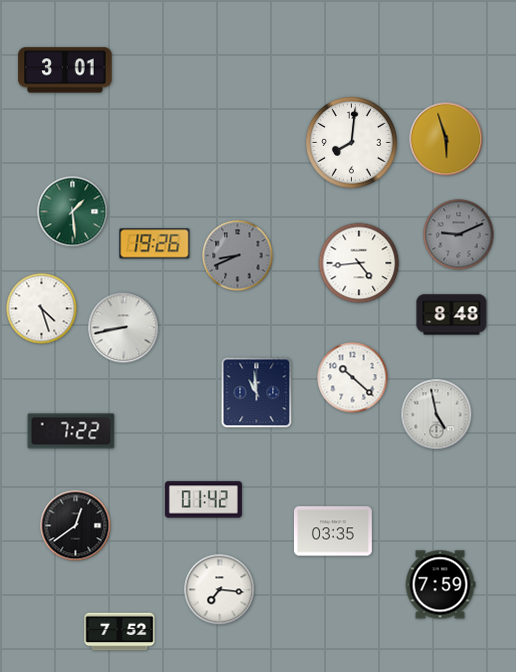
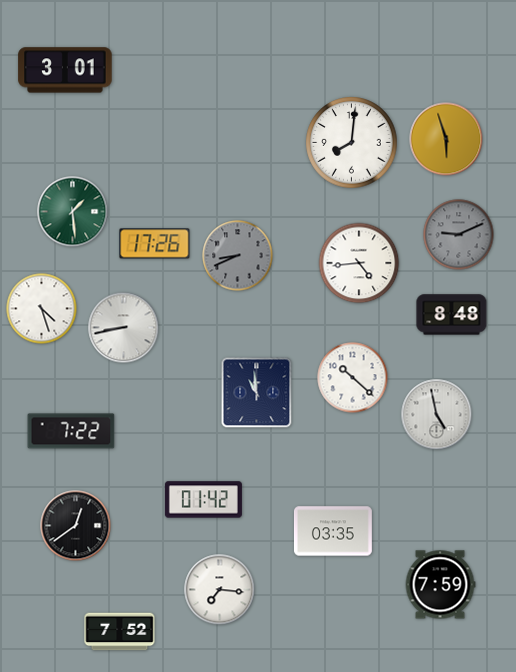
clock at (155, 244): 19:26 -> 17:26
